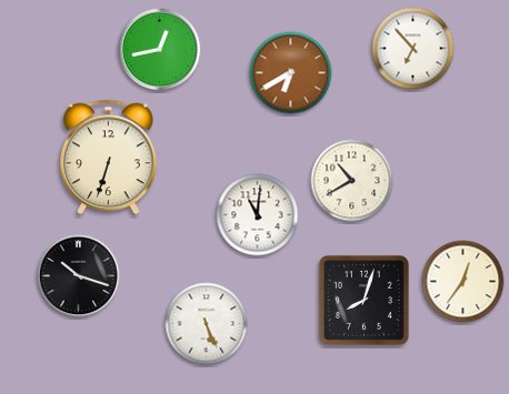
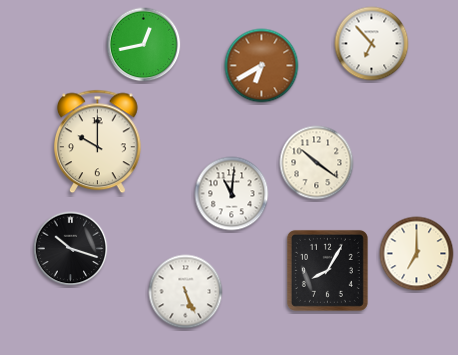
clock at (109, 158): 6:33 -> 10:00
clock at (352, 181): 10:40 -> 10:21
clock at (463, 282): 12:36 -> 7:00
clock at (363, 300): 8:03 -> 8:05
